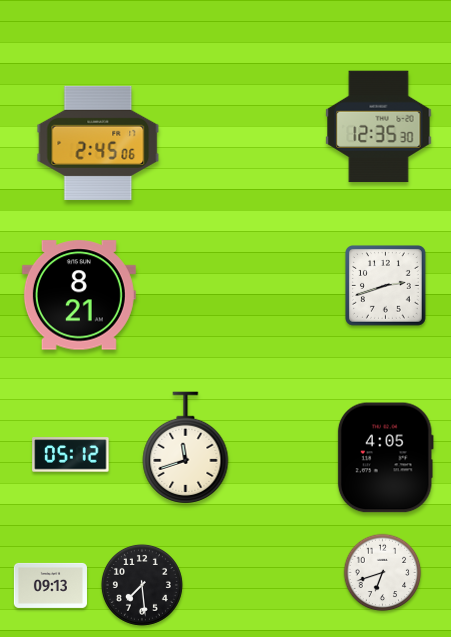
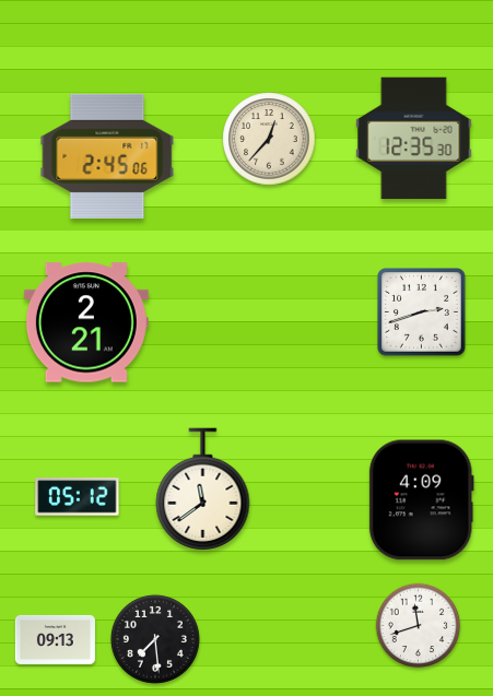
clock at (269, 139): none -> 12:37
clock at (79, 295): 8:21 -> 2:21
clock at (186, 447): 11:42 -> 11:39
clock at (385, 458): 4:05 -> 4:09
clock at (383, 573): 6:42 -> 11:42
